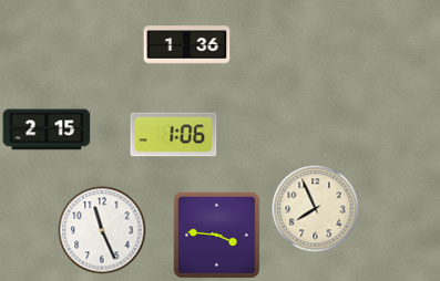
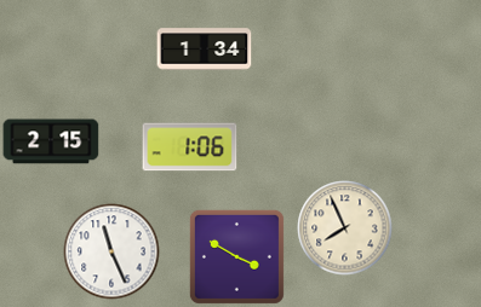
clock at (186, 45): 1:36 -> 1:34
clock at (216, 235): 3:46 -> 3:50
